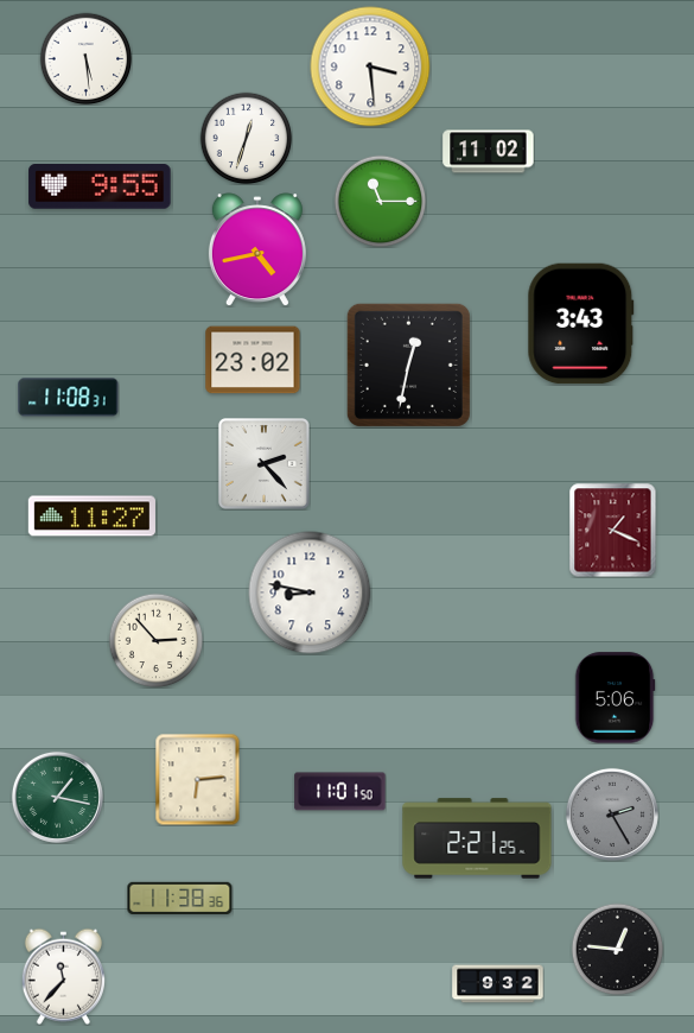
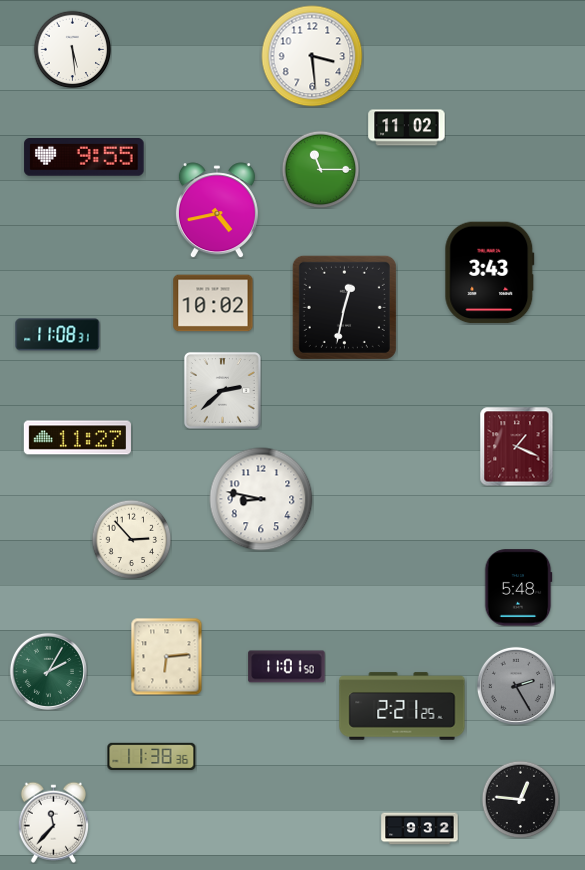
clock at (246, 138): 12:33 -> none
clock at (489, 152) position: (489, 152) -> (407, 128)
clock at (253, 360): 23:02 -> 10:02
clock at (263, 463): 2:23 -> 2:38
clock at (91, 516) position: (91, 516) -> (77, 438)
clock at (615, 698): 5:06 -> 5:48
clock at (57, 797): 1:17 -> 2:05
